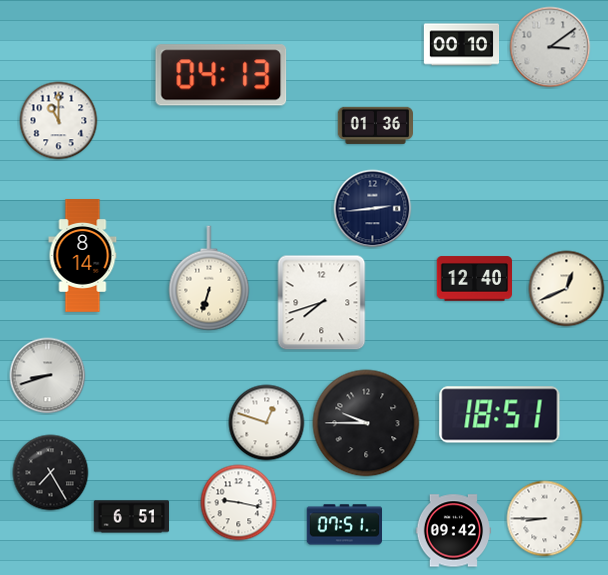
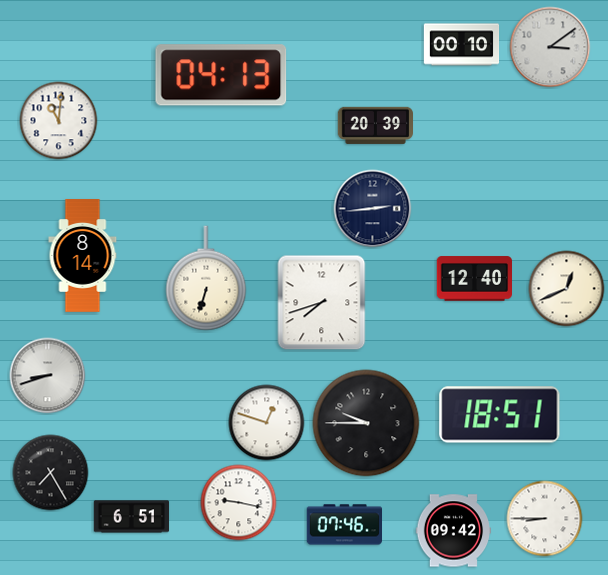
clock at (59, 121): 11:00 -> 11:01
clock at (375, 125): 01:36 -> 20:39
clock at (209, 278) position: (209, 278) -> (206, 278)
clock at (344, 525): 07:51 -> 07:46
